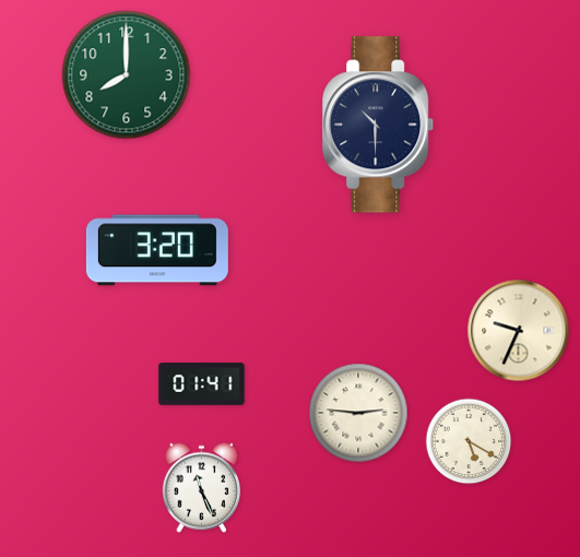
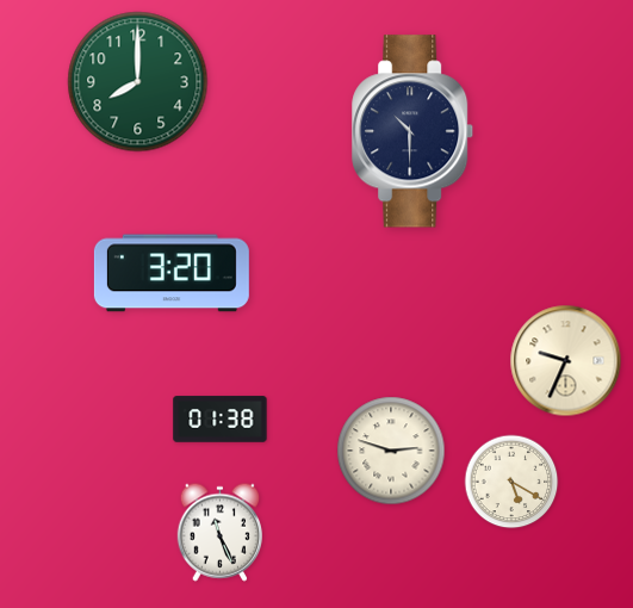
clock at (379, 125) position: (379, 125) -> (414, 131)
clock at (202, 384): 01:41 -> 01:38
clock at (358, 413): 2:46 -> 2:48
